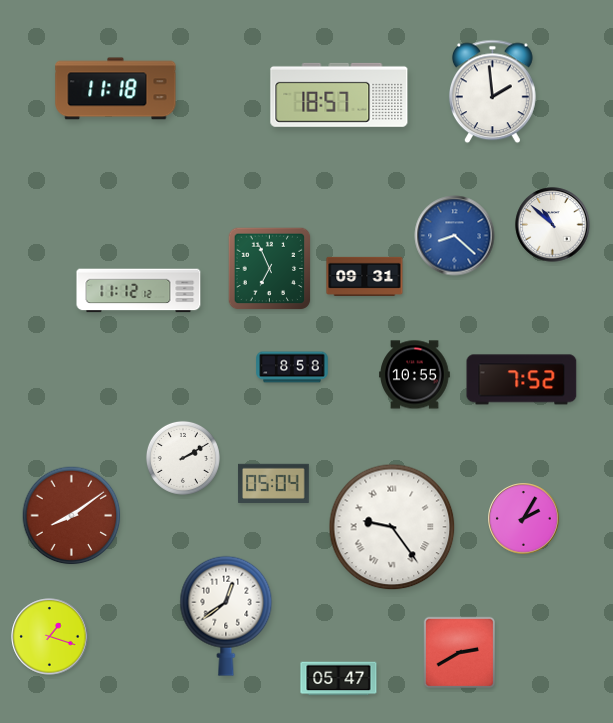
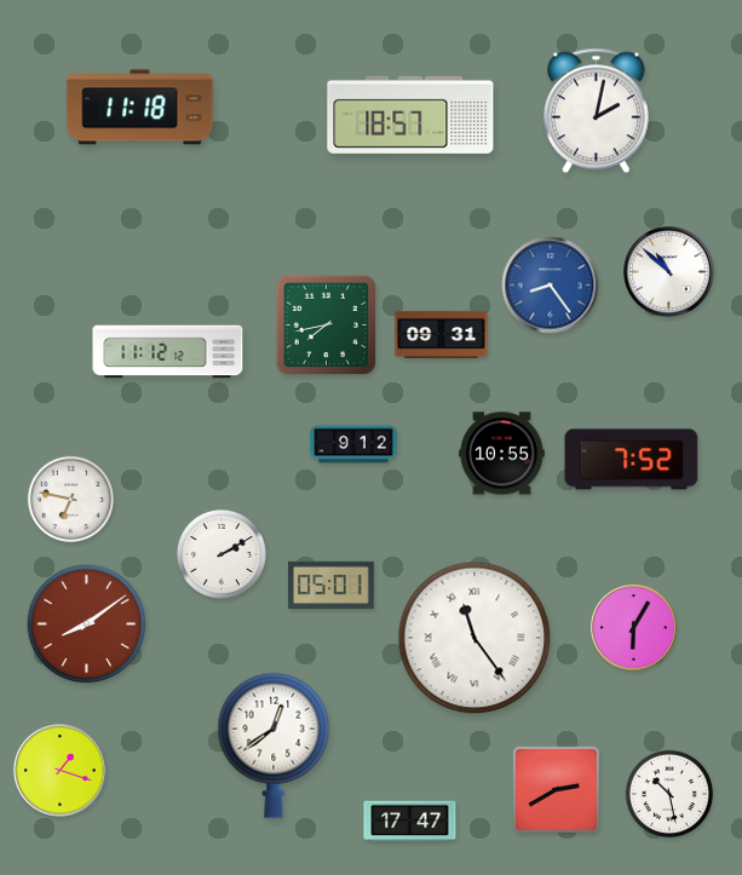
clock at (492, 92): 1:59 -> 2:02
clock at (455, 236): 8:22 -> 8:24
clock at (270, 269): 6:56 -> 7:43
clock at (292, 367): 8:58 -> 9:12
clock at (70, 499): none -> 6:47
clock at (274, 484): 05:04 -> 05:01
clock at (524, 519): 2:05 -> 6:05
clock at (392, 527): 9:24 -> 11:24
clock at (669, 794): none -> 10:28
clock at (339, 679): 05:47 -> 17:47
